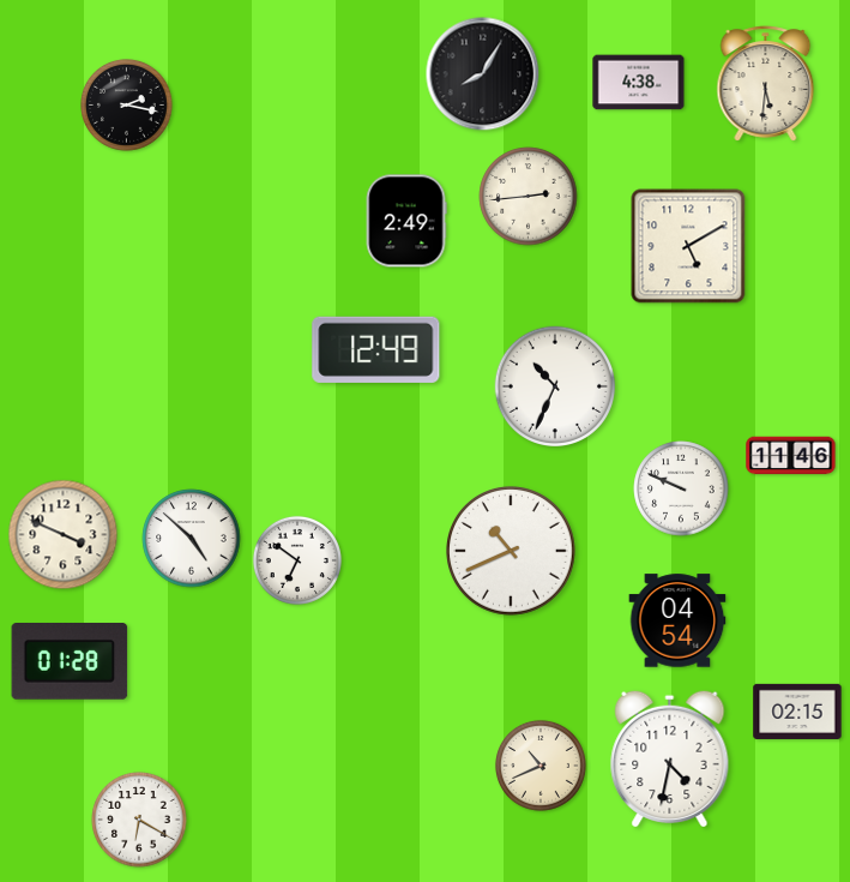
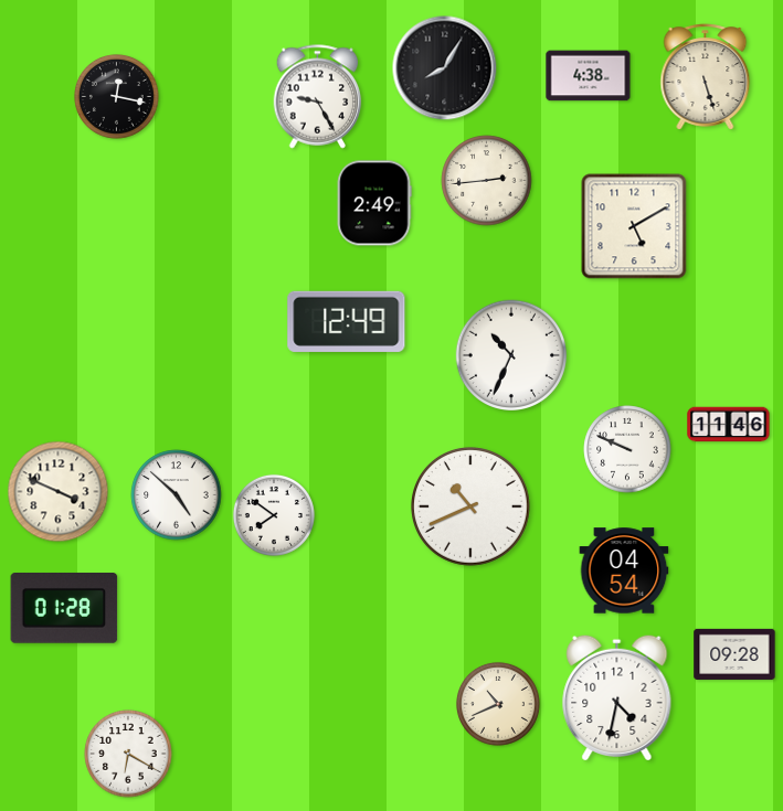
clock at (766, 84): 5:31 -> 5:27
clock at (127, 106): 2:17 -> 12:17
clock at (318, 97): none -> 9:25
clock at (791, 456) position: (791, 456) -> (729, 425)
clock at (297, 560): 6:51 -> 7:51
clock at (797, 712): 02:15 -> 09:28
